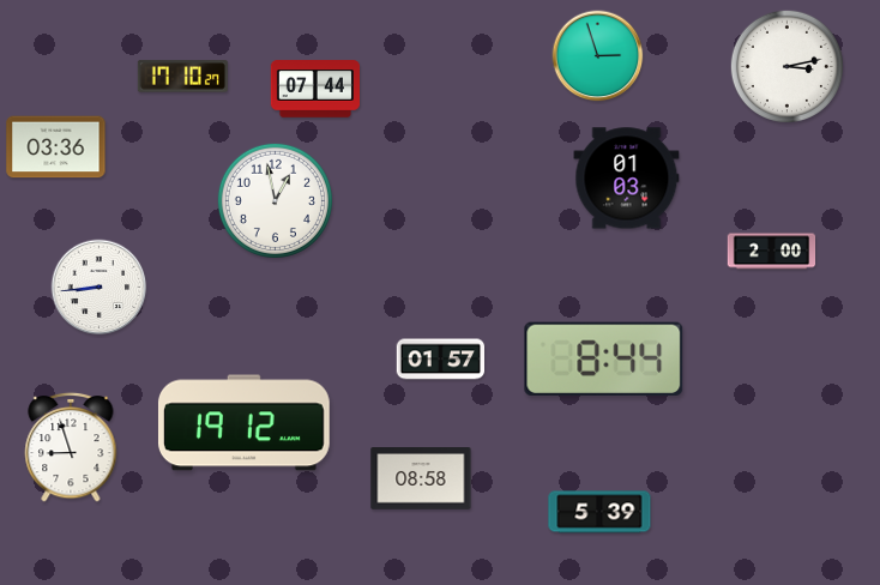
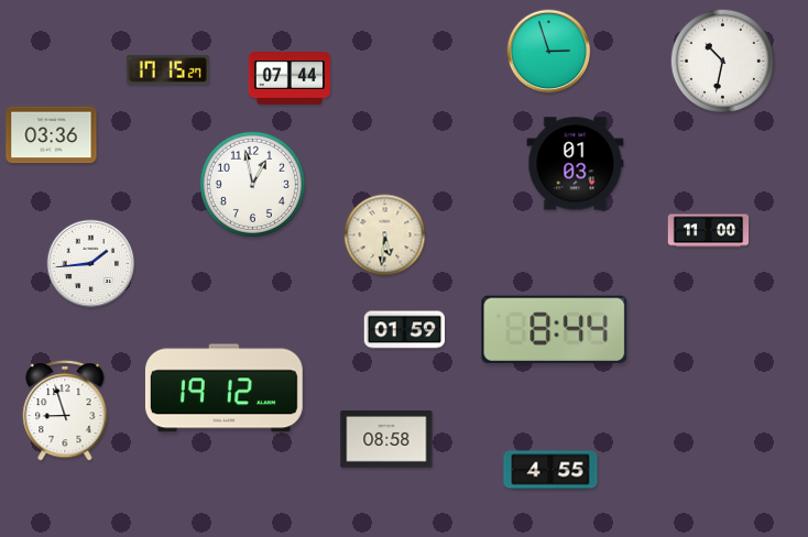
clock at (786, 66): 3:13 -> 10:32
clock at (182, 77): 17:10 -> 17:15
clock at (314, 89) position: (314, 89) -> (288, 78)
clock at (772, 252): 2:00 -> 11:00
clock at (385, 235): none -> 5:31
clock at (100, 288): 8:44 -> 1:44
clock at (441, 360): 01:57 -> 01:59
clock at (599, 512): 5:39 -> 4:55
